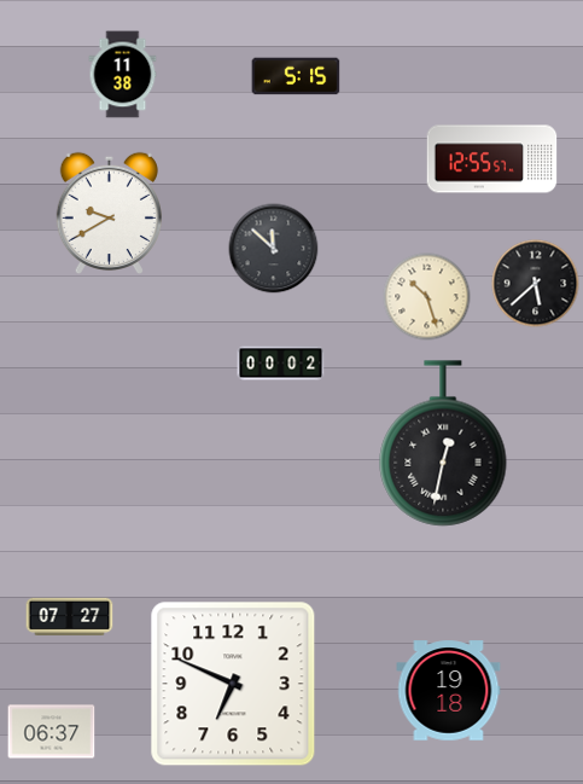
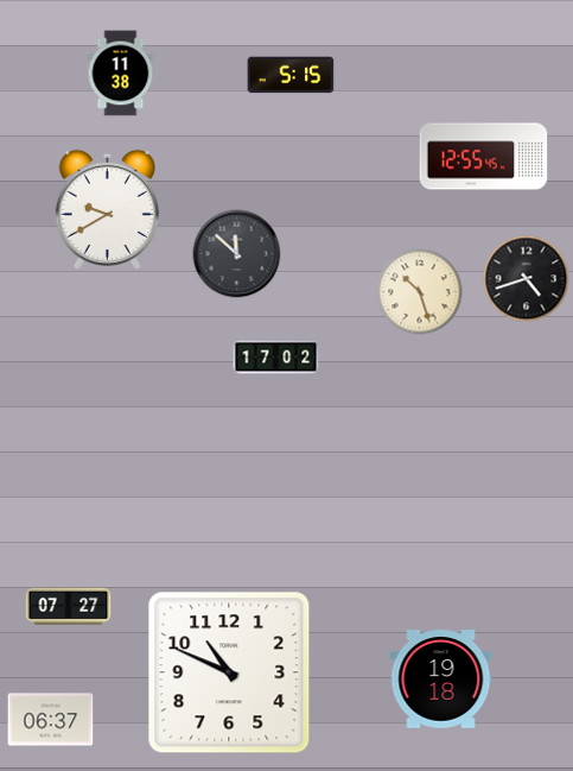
clock at (492, 159): 12:55:57 -> 12:55:45
clock at (274, 249) position: (274, 249) -> (237, 254)
clock at (536, 284): 5:38 -> 4:42
clock at (281, 364): 00:02 -> 17:02
clock at (443, 443): 12:32 -> none
clock at (233, 684): 6:49 -> 10:49
